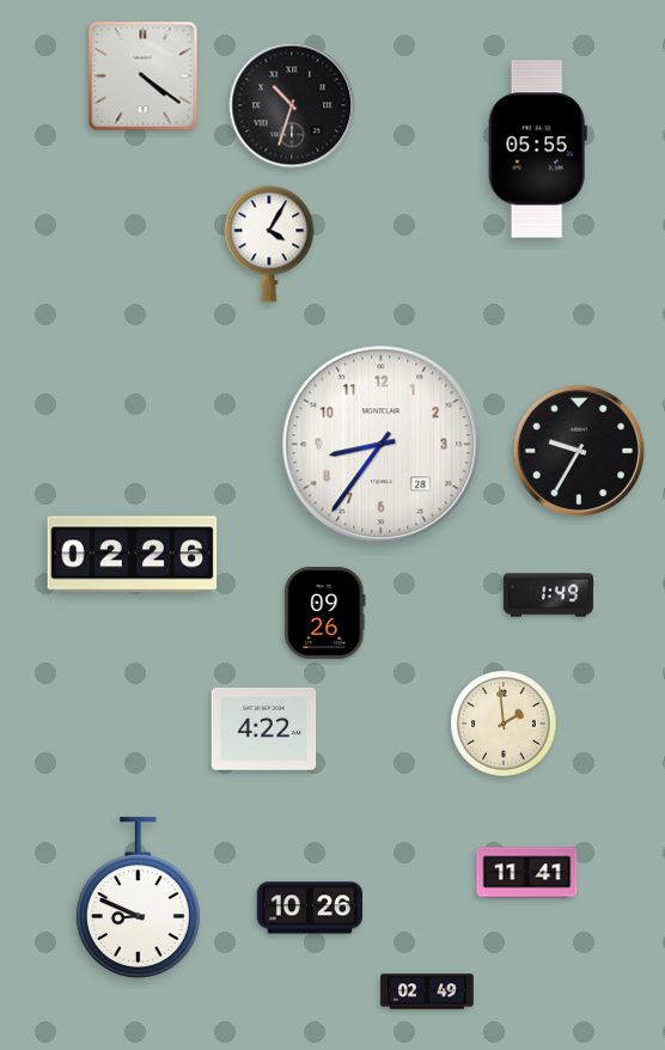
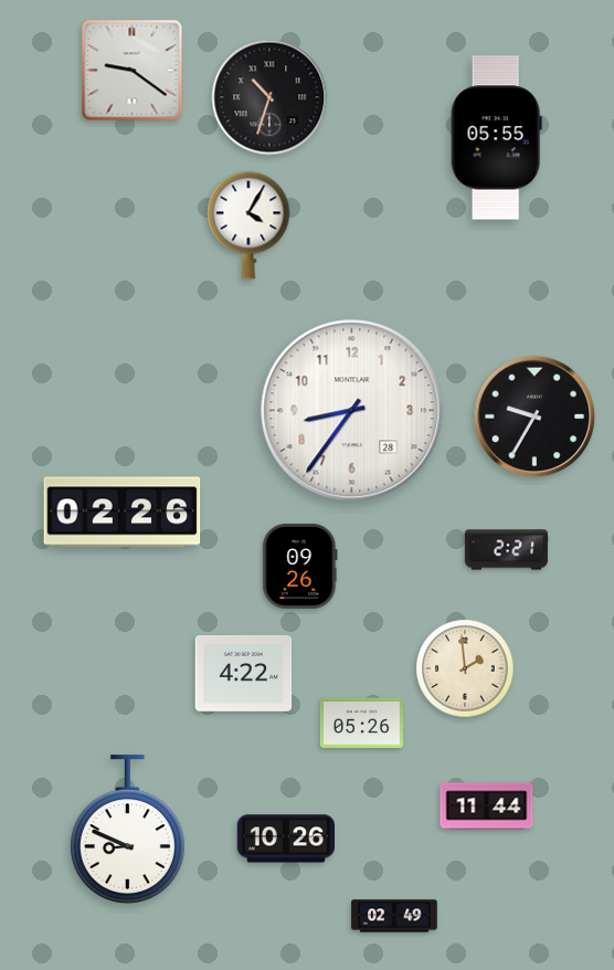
clock at (144, 77): 4:21 -> 9:21
clock at (548, 596): 1:49 -> 2:21
clock at (361, 723): none -> 05:26
clock at (527, 873): 11:41 -> 11:44
